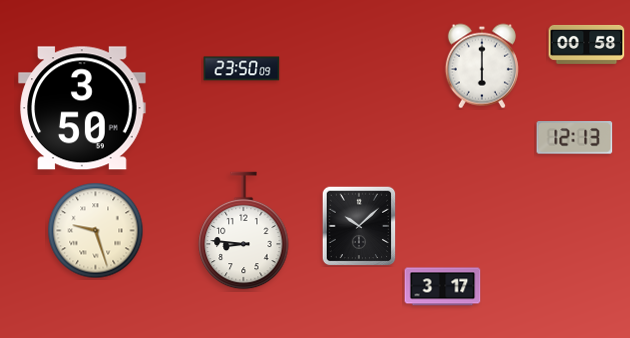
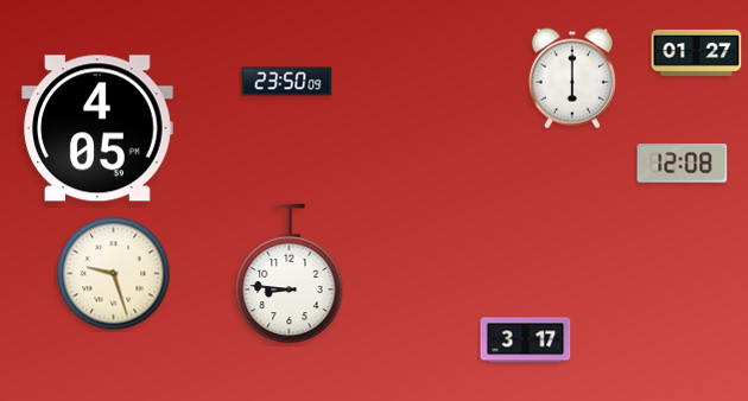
clock at (587, 44): 00:58 -> 01:27
clock at (82, 108): 3:50 -> 4:05
clock at (575, 138): 12:13 -> 12:08
clock at (359, 226): 10:08 -> none
